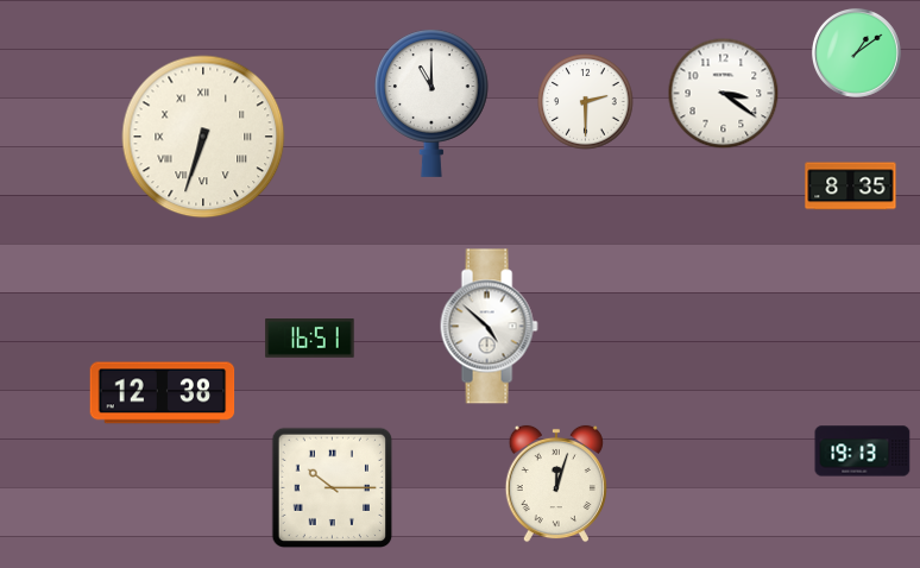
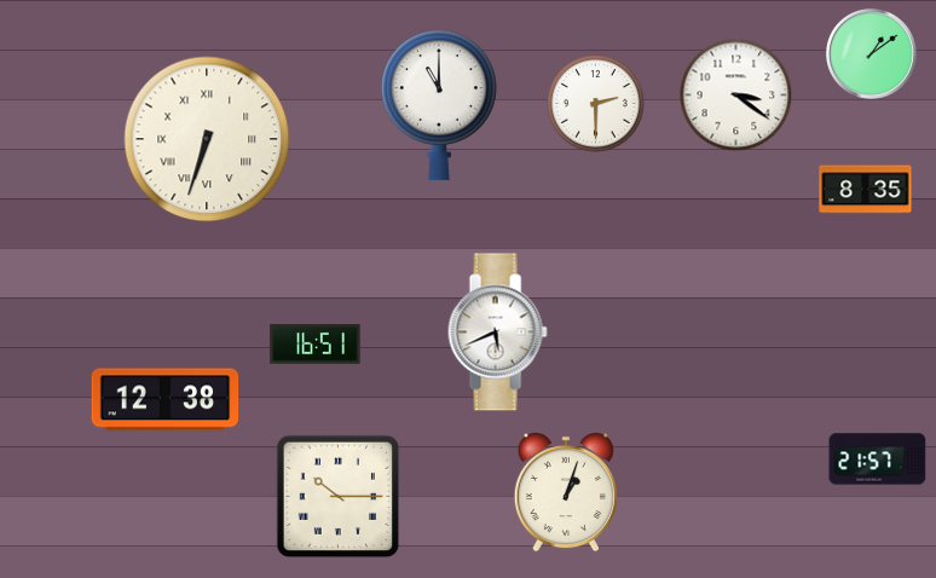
clock at (489, 327): 4:52 -> 5:41
clock at (863, 452): 19:13 -> 21:57
clock at (556, 484): 12:03 -> 1:03
